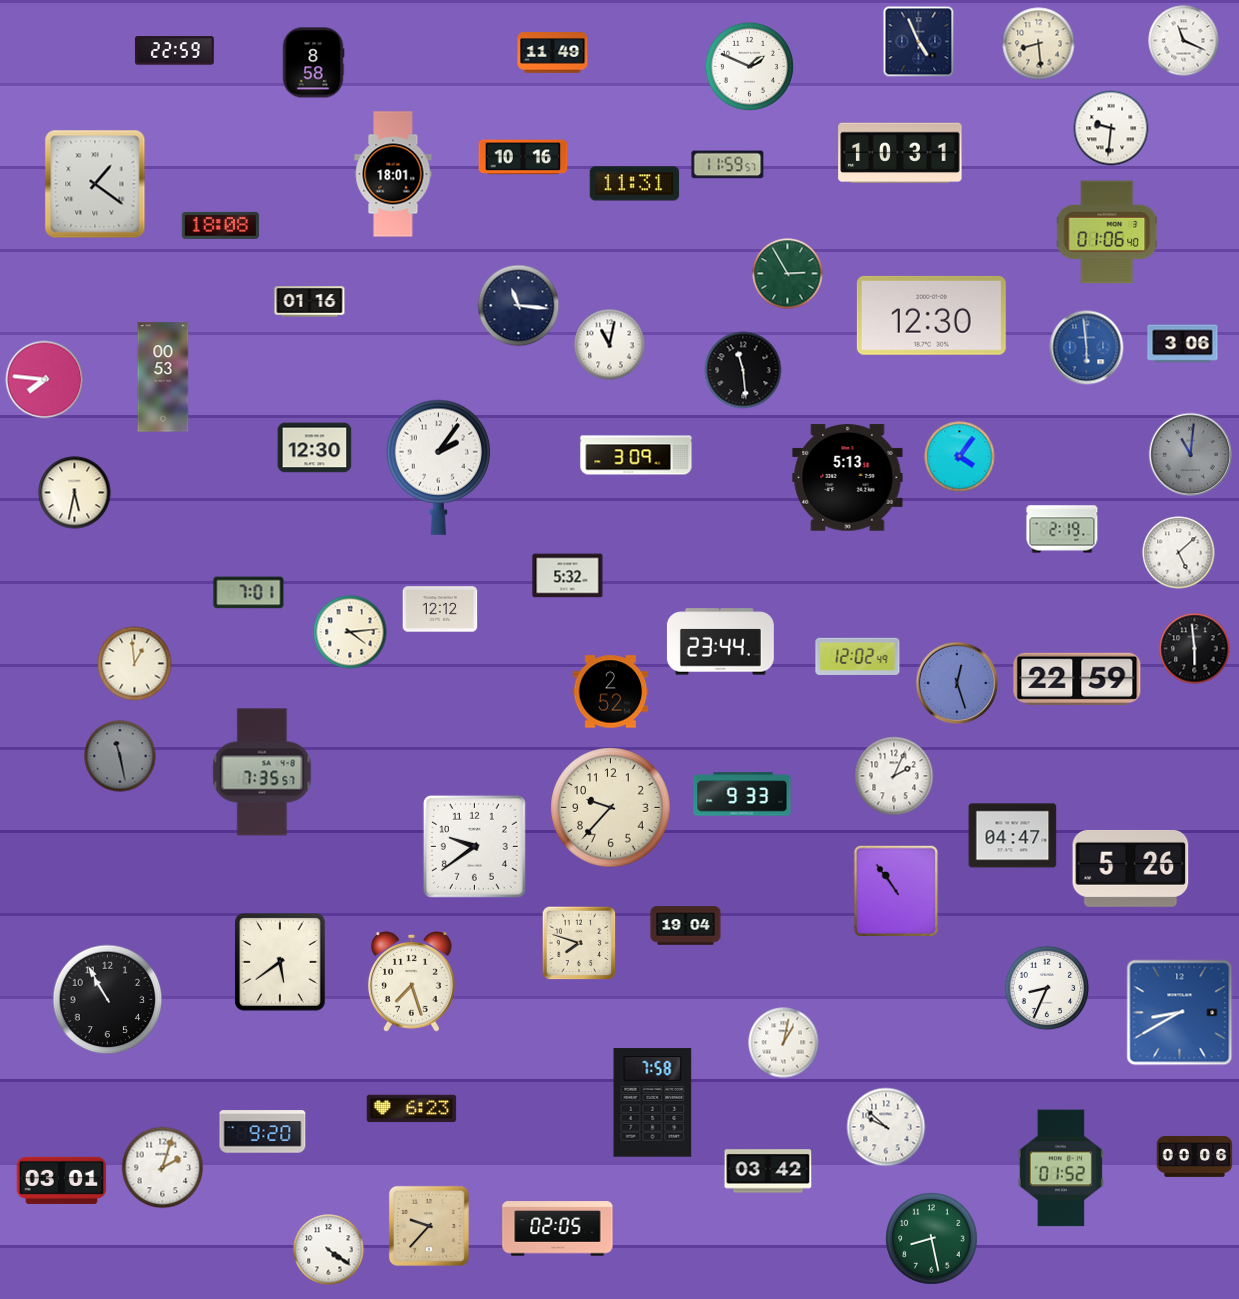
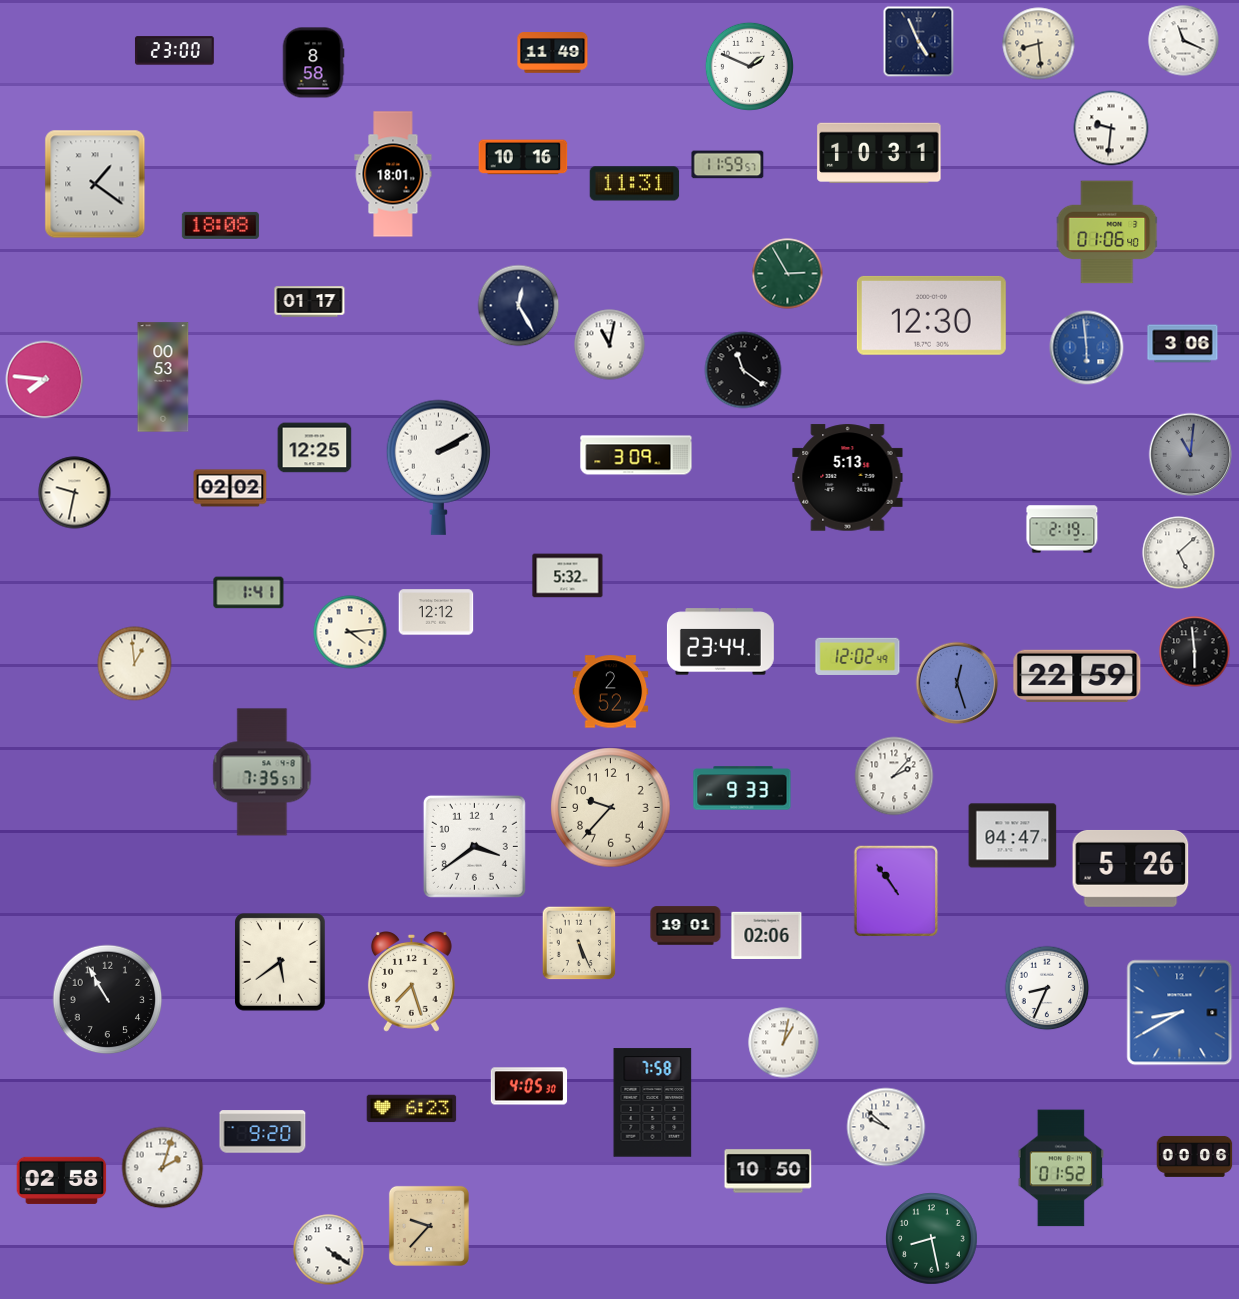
clock at (174, 51): 22:59 -> 23:00
clock at (900, 152) position: (900, 152) -> (879, 152)
clock at (310, 302): 01:16 -> 01:17
clock at (519, 306): 11:16 -> 12:25
clock at (743, 370): 11:29 -> 11:21
clock at (315, 448): 12:30 -> 12:25
clock at (960, 457): 4:06 -> none
clock at (438, 467): 2:06 -> 2:10
clock at (230, 488): none -> 02:02
clock at (75, 493): 5:32 -> 9:32
clock at (249, 593): 7:01 -> 1:41
clock at (440, 609) position: (440, 609) -> (436, 612)
clock at (1195, 649) position: (1195, 649) -> (1195, 652)
clock at (1077, 679) position: (1077, 679) -> (1077, 676)
clock at (120, 756): 11:28 -> none
clock at (894, 776): 2:04 -> 2:07
clock at (742, 794) position: (742, 794) -> (742, 788)
clock at (474, 846): 9:39 -> 3:39
clock at (686, 926): 19:04 -> 19:01
clock at (767, 935): none -> 02:06
clock at (579, 943): 7:48 -> 5:26
clock at (529, 1086): none -> 4:05
clock at (768, 1171): 03:42 -> 10:50
clock at (62, 1180): 03:01 -> 02:58
clock at (558, 1229): 02:05 -> none
